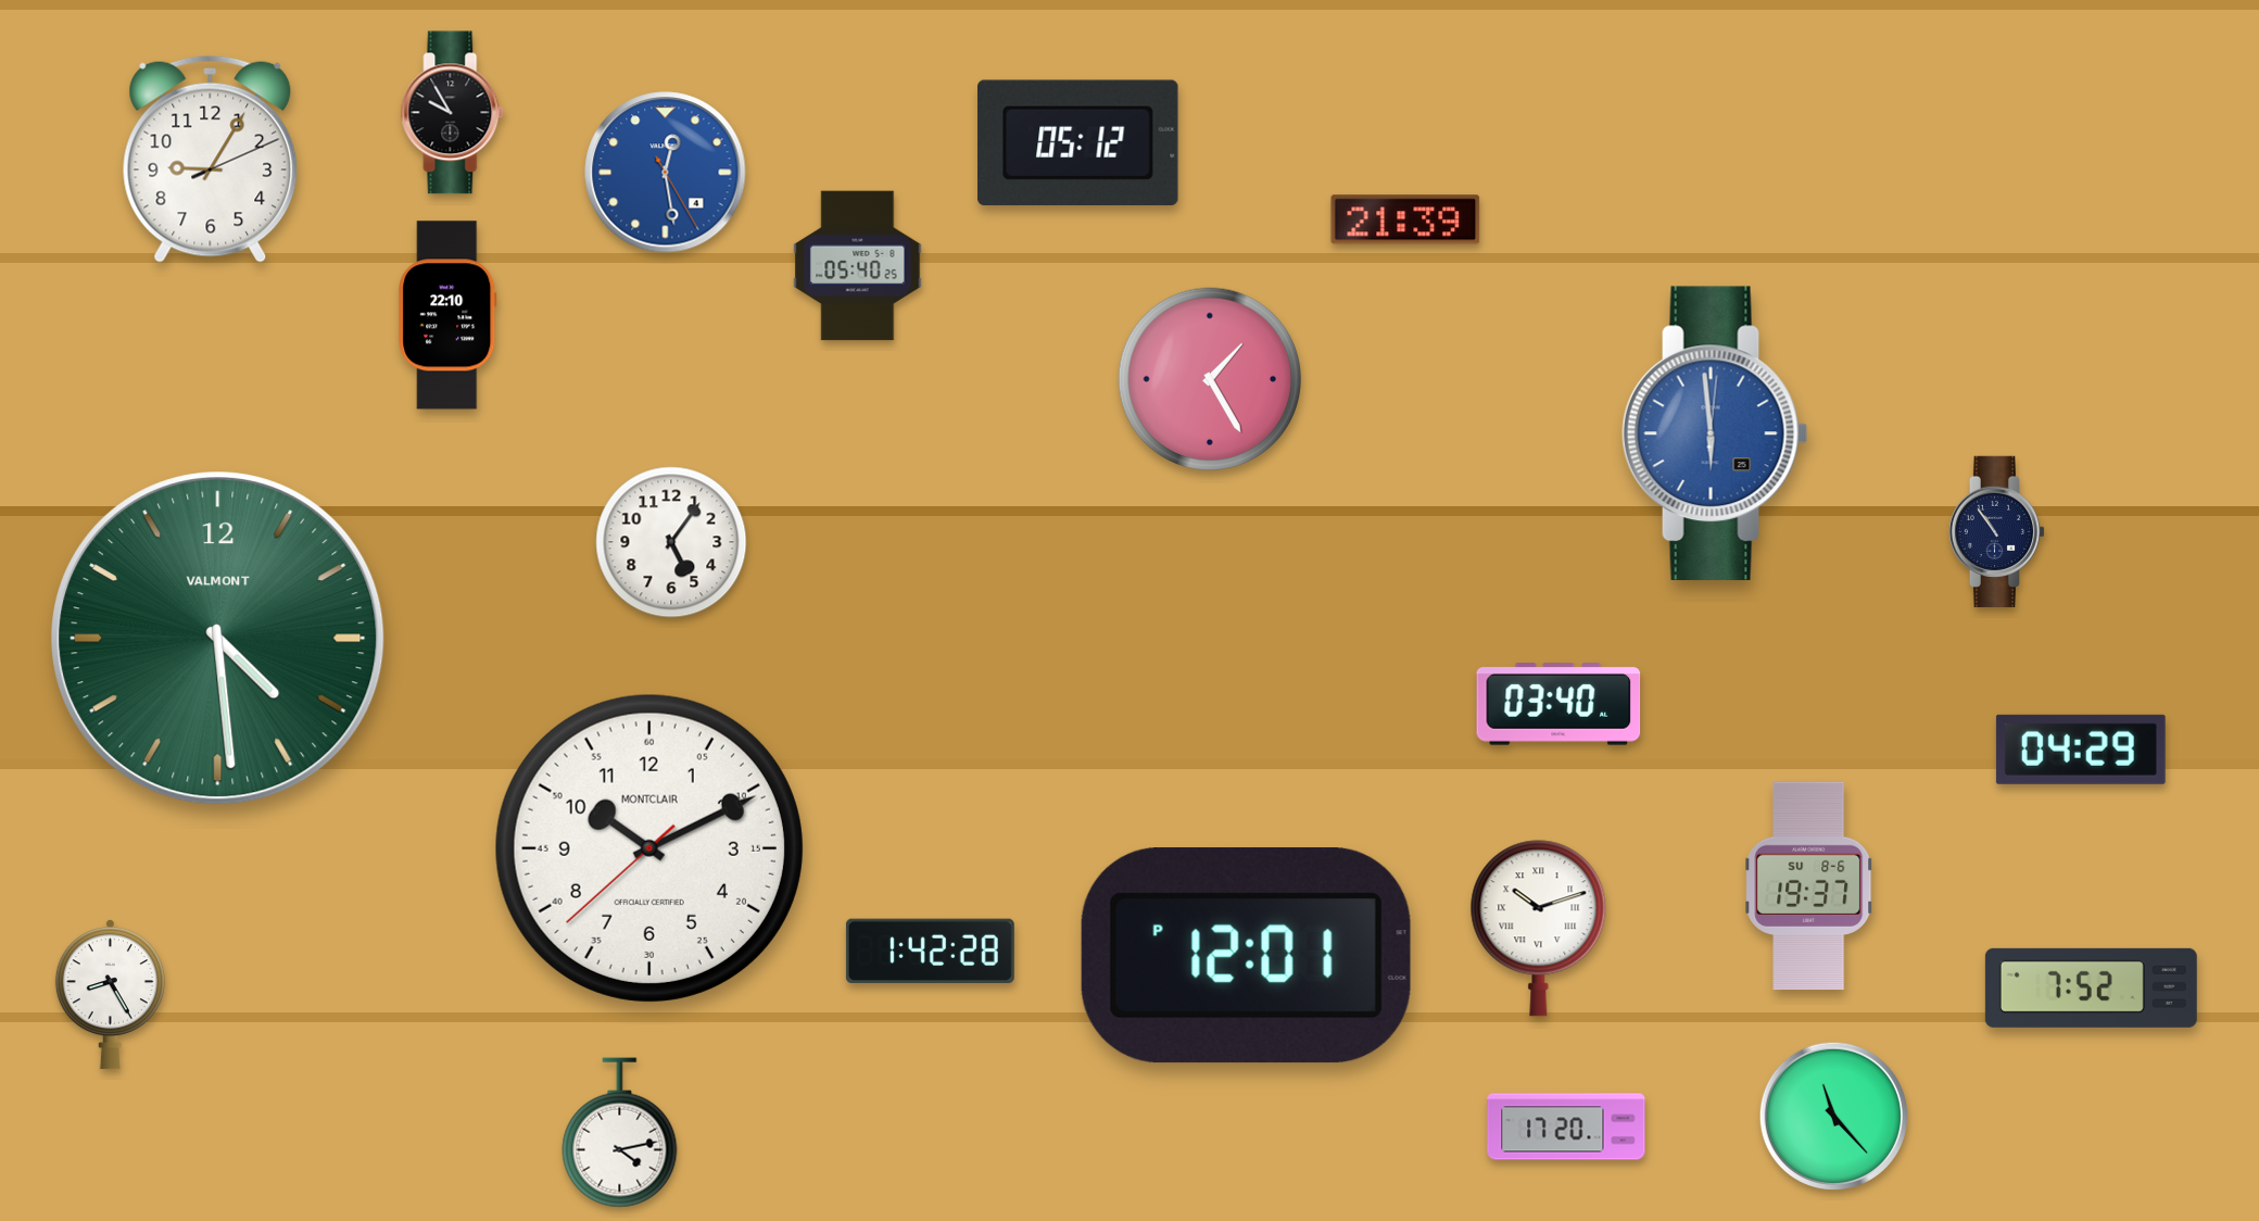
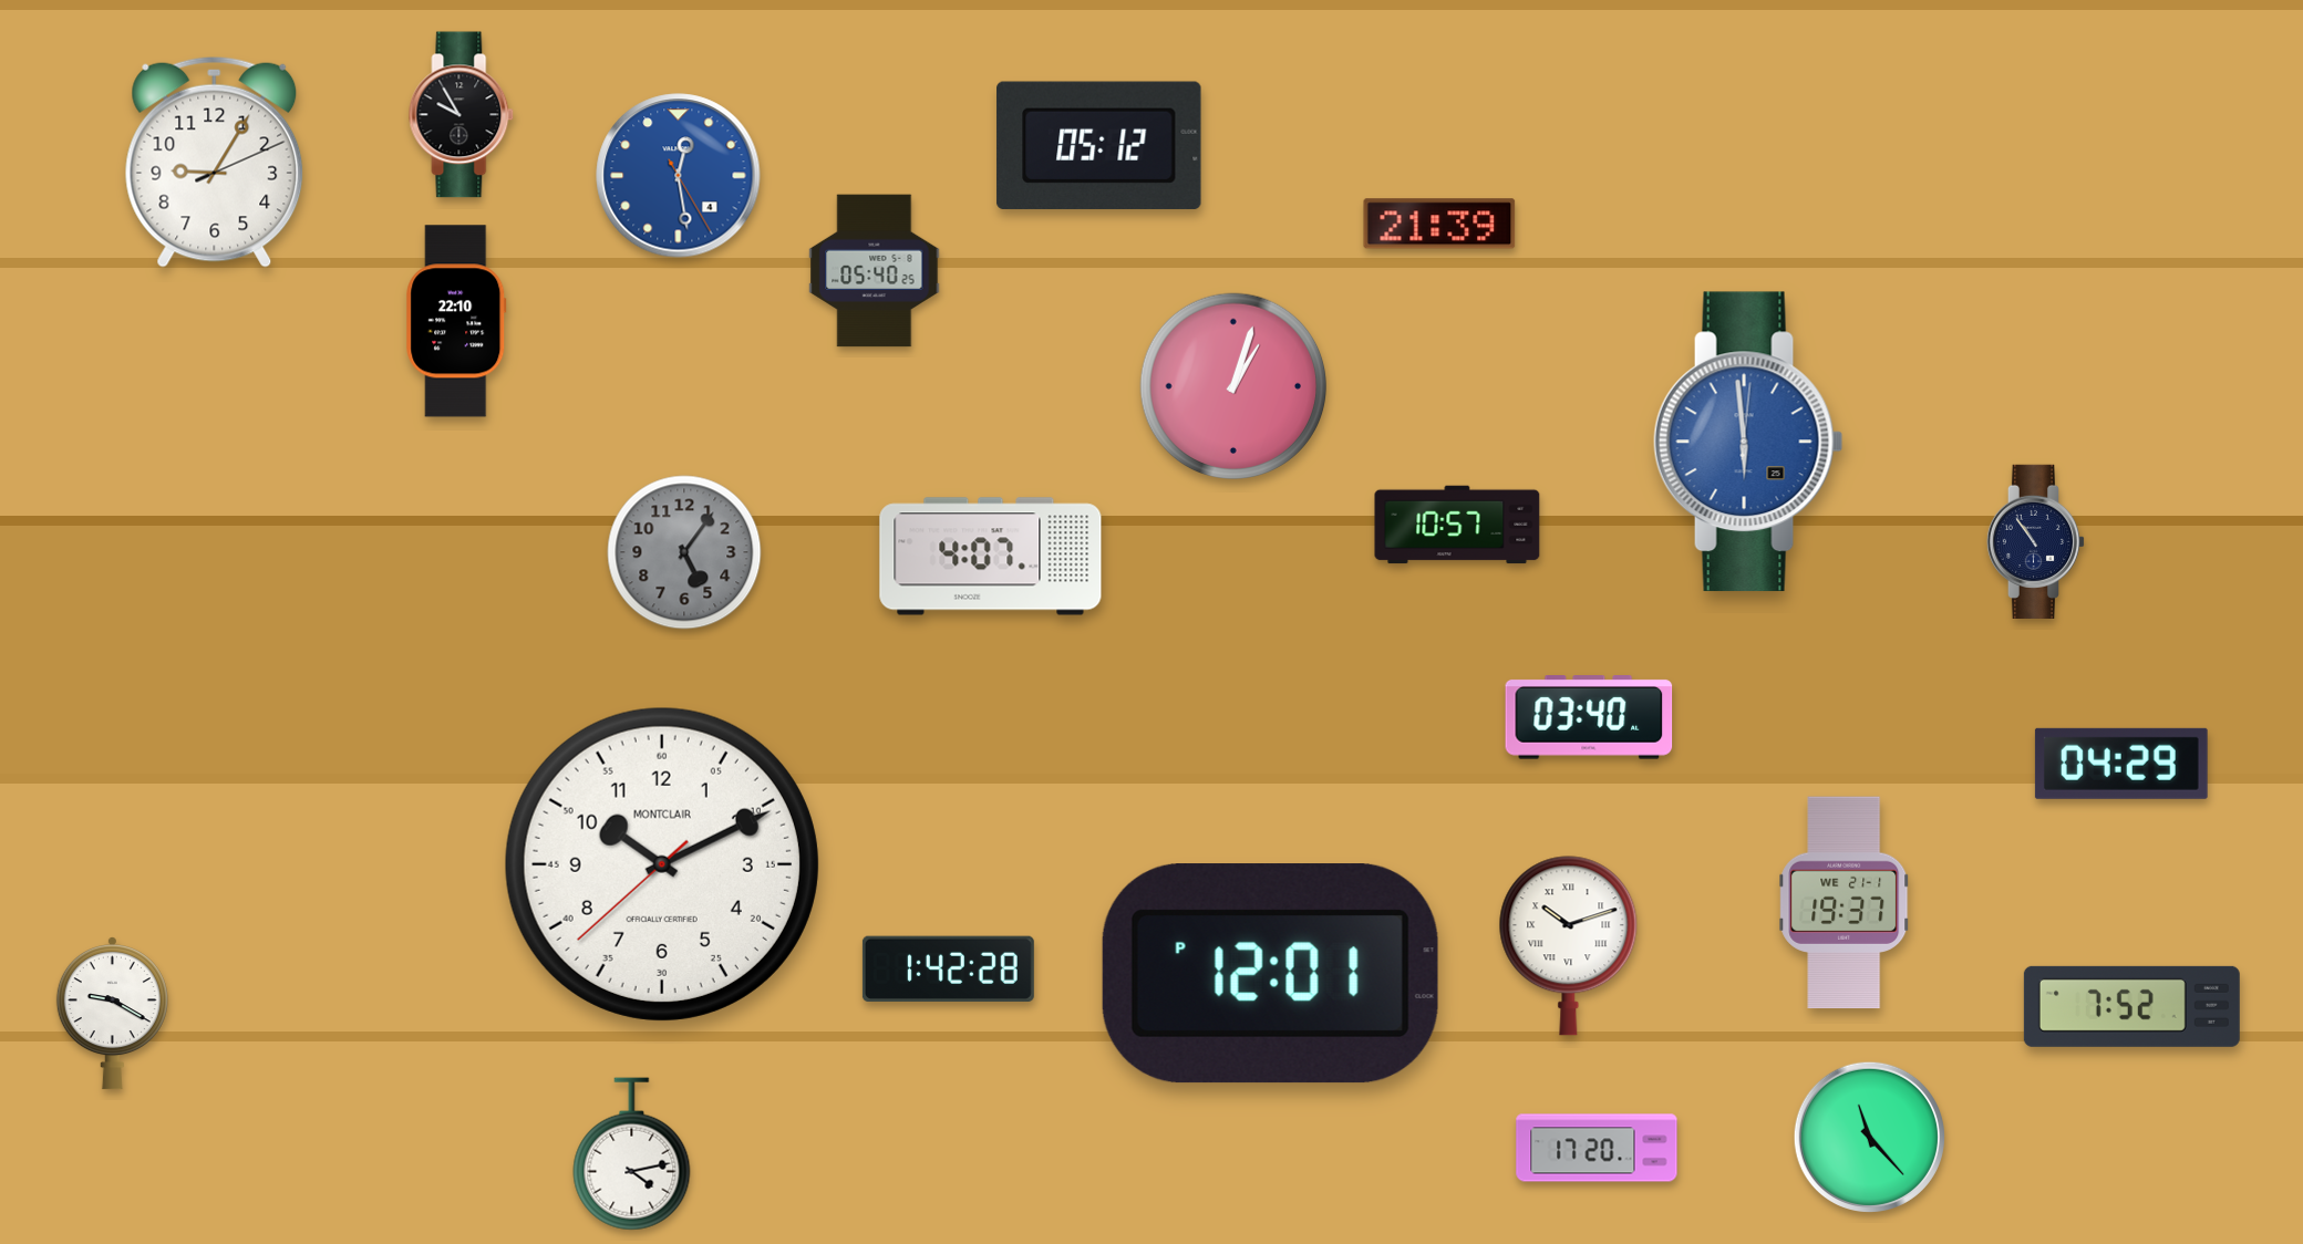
clock at (1405, 219) position: (1405, 219) -> (1439, 224)
clock at (1209, 378): 1:25 -> 1:03
clock at (1457, 525): none -> 10:57
clock at (671, 542) dial: white -> grey
clock at (991, 557): none -> 4:07
clock at (218, 639): 4:29 -> none
clock at (1809, 886) date: SU 8-6 -> WE 21-1
clock at (110, 995): 8:25 -> 9:20
